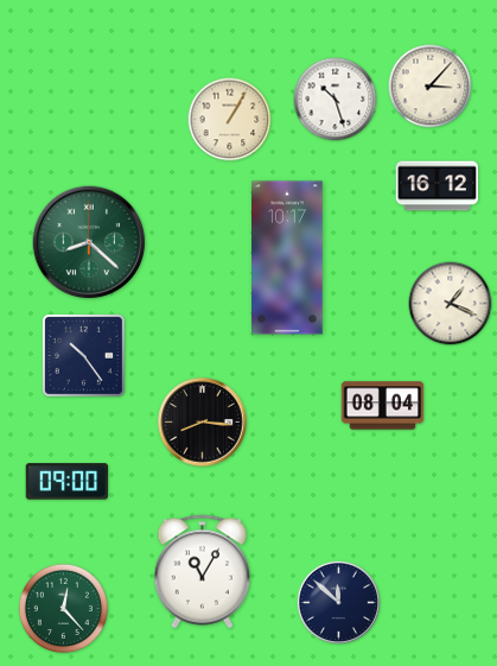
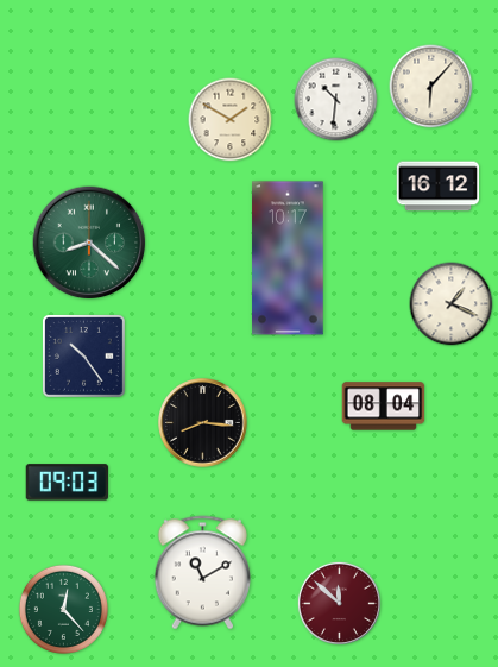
clock at (431, 87): 3:07 -> 6:07
clock at (336, 100): 10:27 -> 10:31
clock at (230, 120): 1:05 -> 1:50
clock at (68, 482): 09:00 -> 09:03
clock at (202, 572): 11:05 -> 11:10
clock at (338, 602) dial: navy -> burgundy
